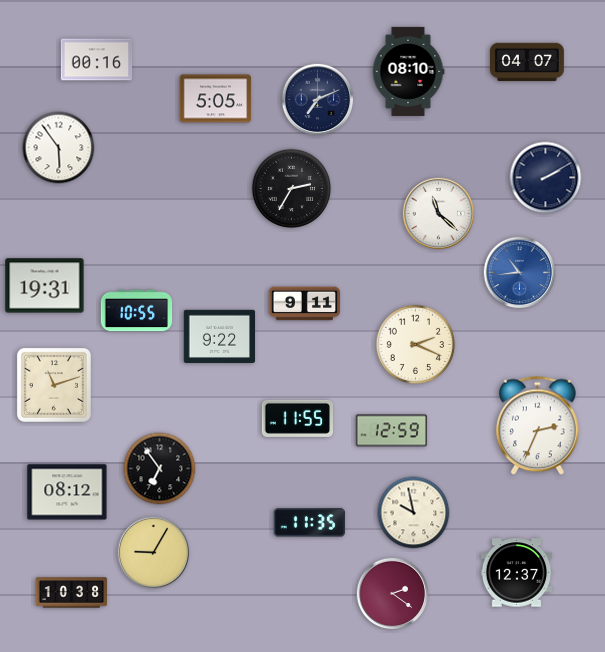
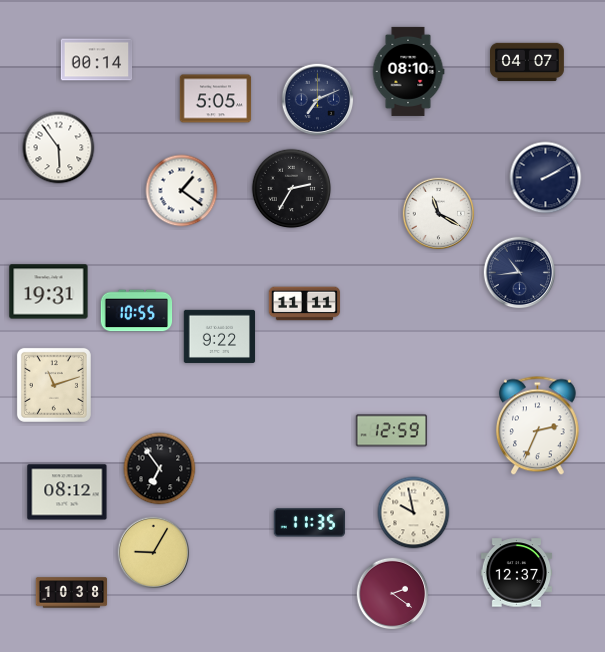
clock at (97, 60): 00:16 -> 00:14
clock at (182, 191): none -> 1:21
clock at (439, 214): 11:22 -> 11:20
clock at (520, 273) dial: blue -> navy
clock at (45, 286) position: (45, 286) -> (49, 292)
clock at (305, 304): 9:11 -> 11:11
clock at (416, 345): 2:19 -> none
clock at (297, 418): 11:55 -> none
